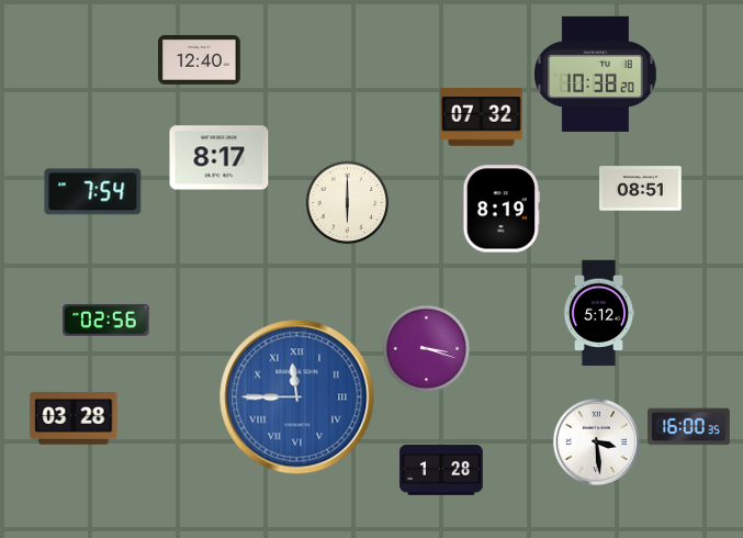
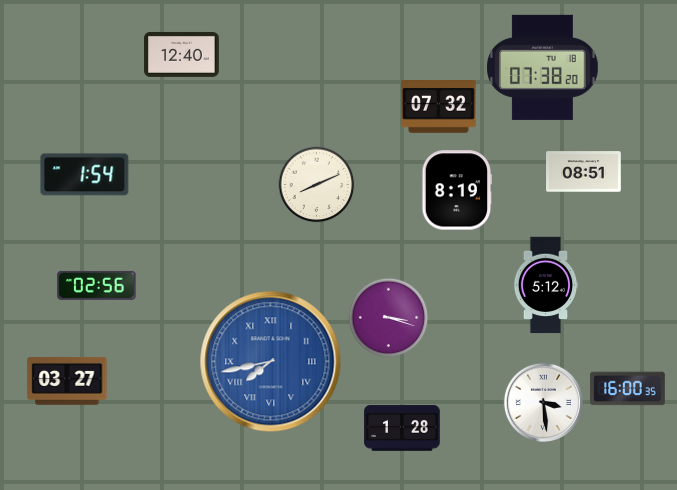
clock at (596, 74): 10:38 -> 07:38
clock at (219, 158): 8:17 -> none
clock at (93, 192): 7:54 -> 1:54
clock at (348, 203): 6:00 -> 8:11
clock at (106, 320) position: (106, 320) -> (97, 285)
clock at (297, 397): 11:45 -> 7:43
clock at (74, 418): 03:28 -> 03:27
